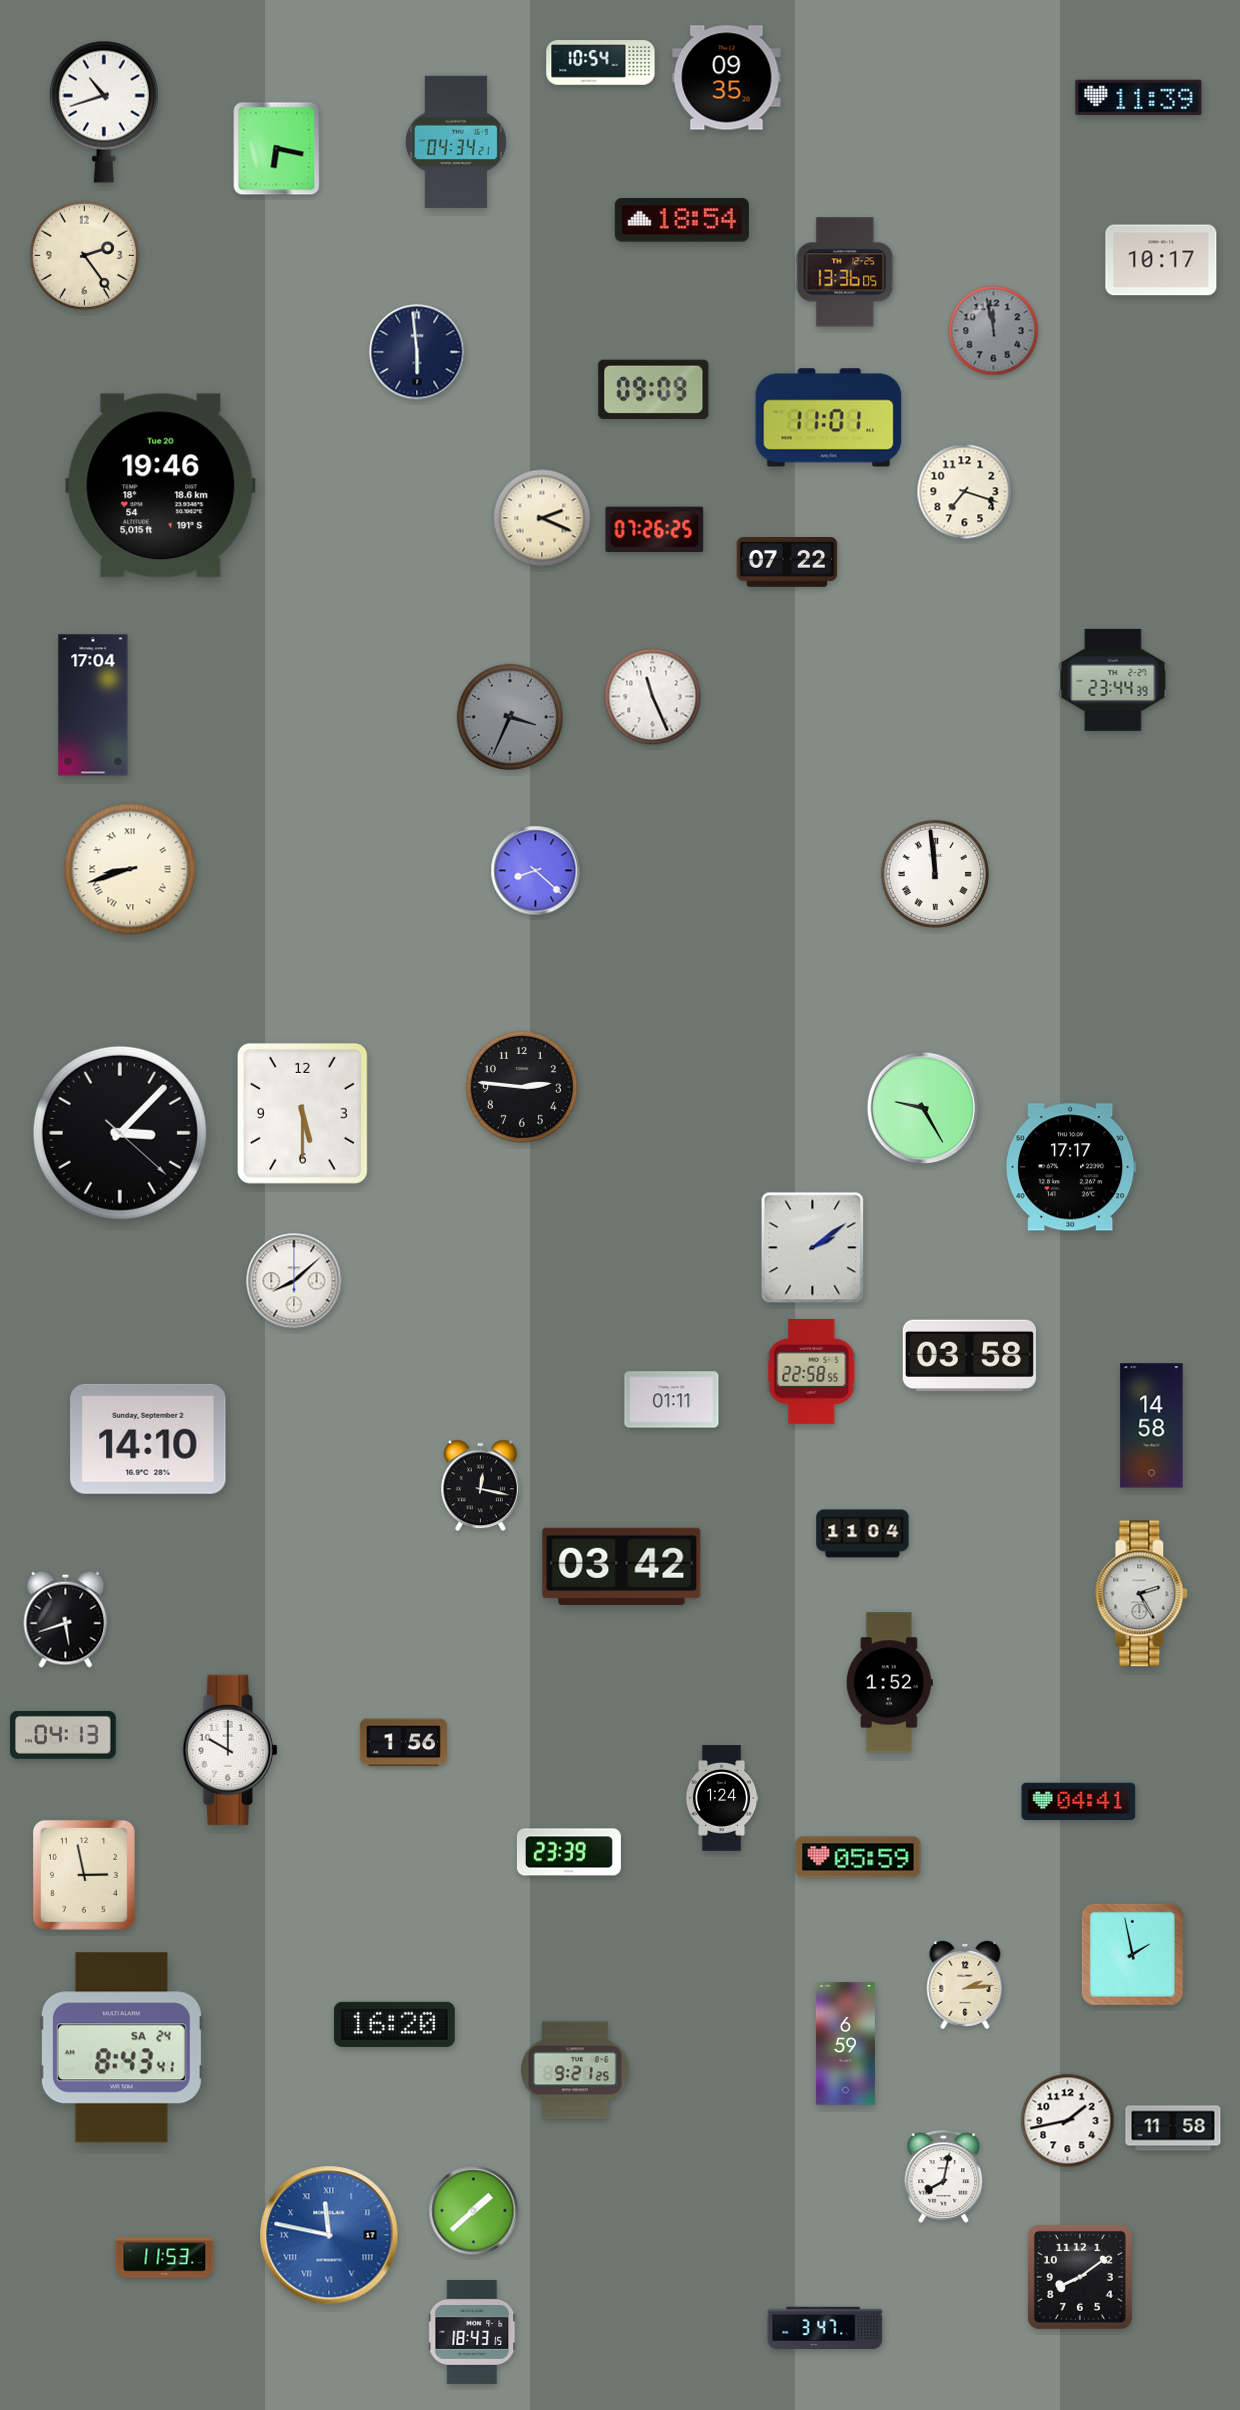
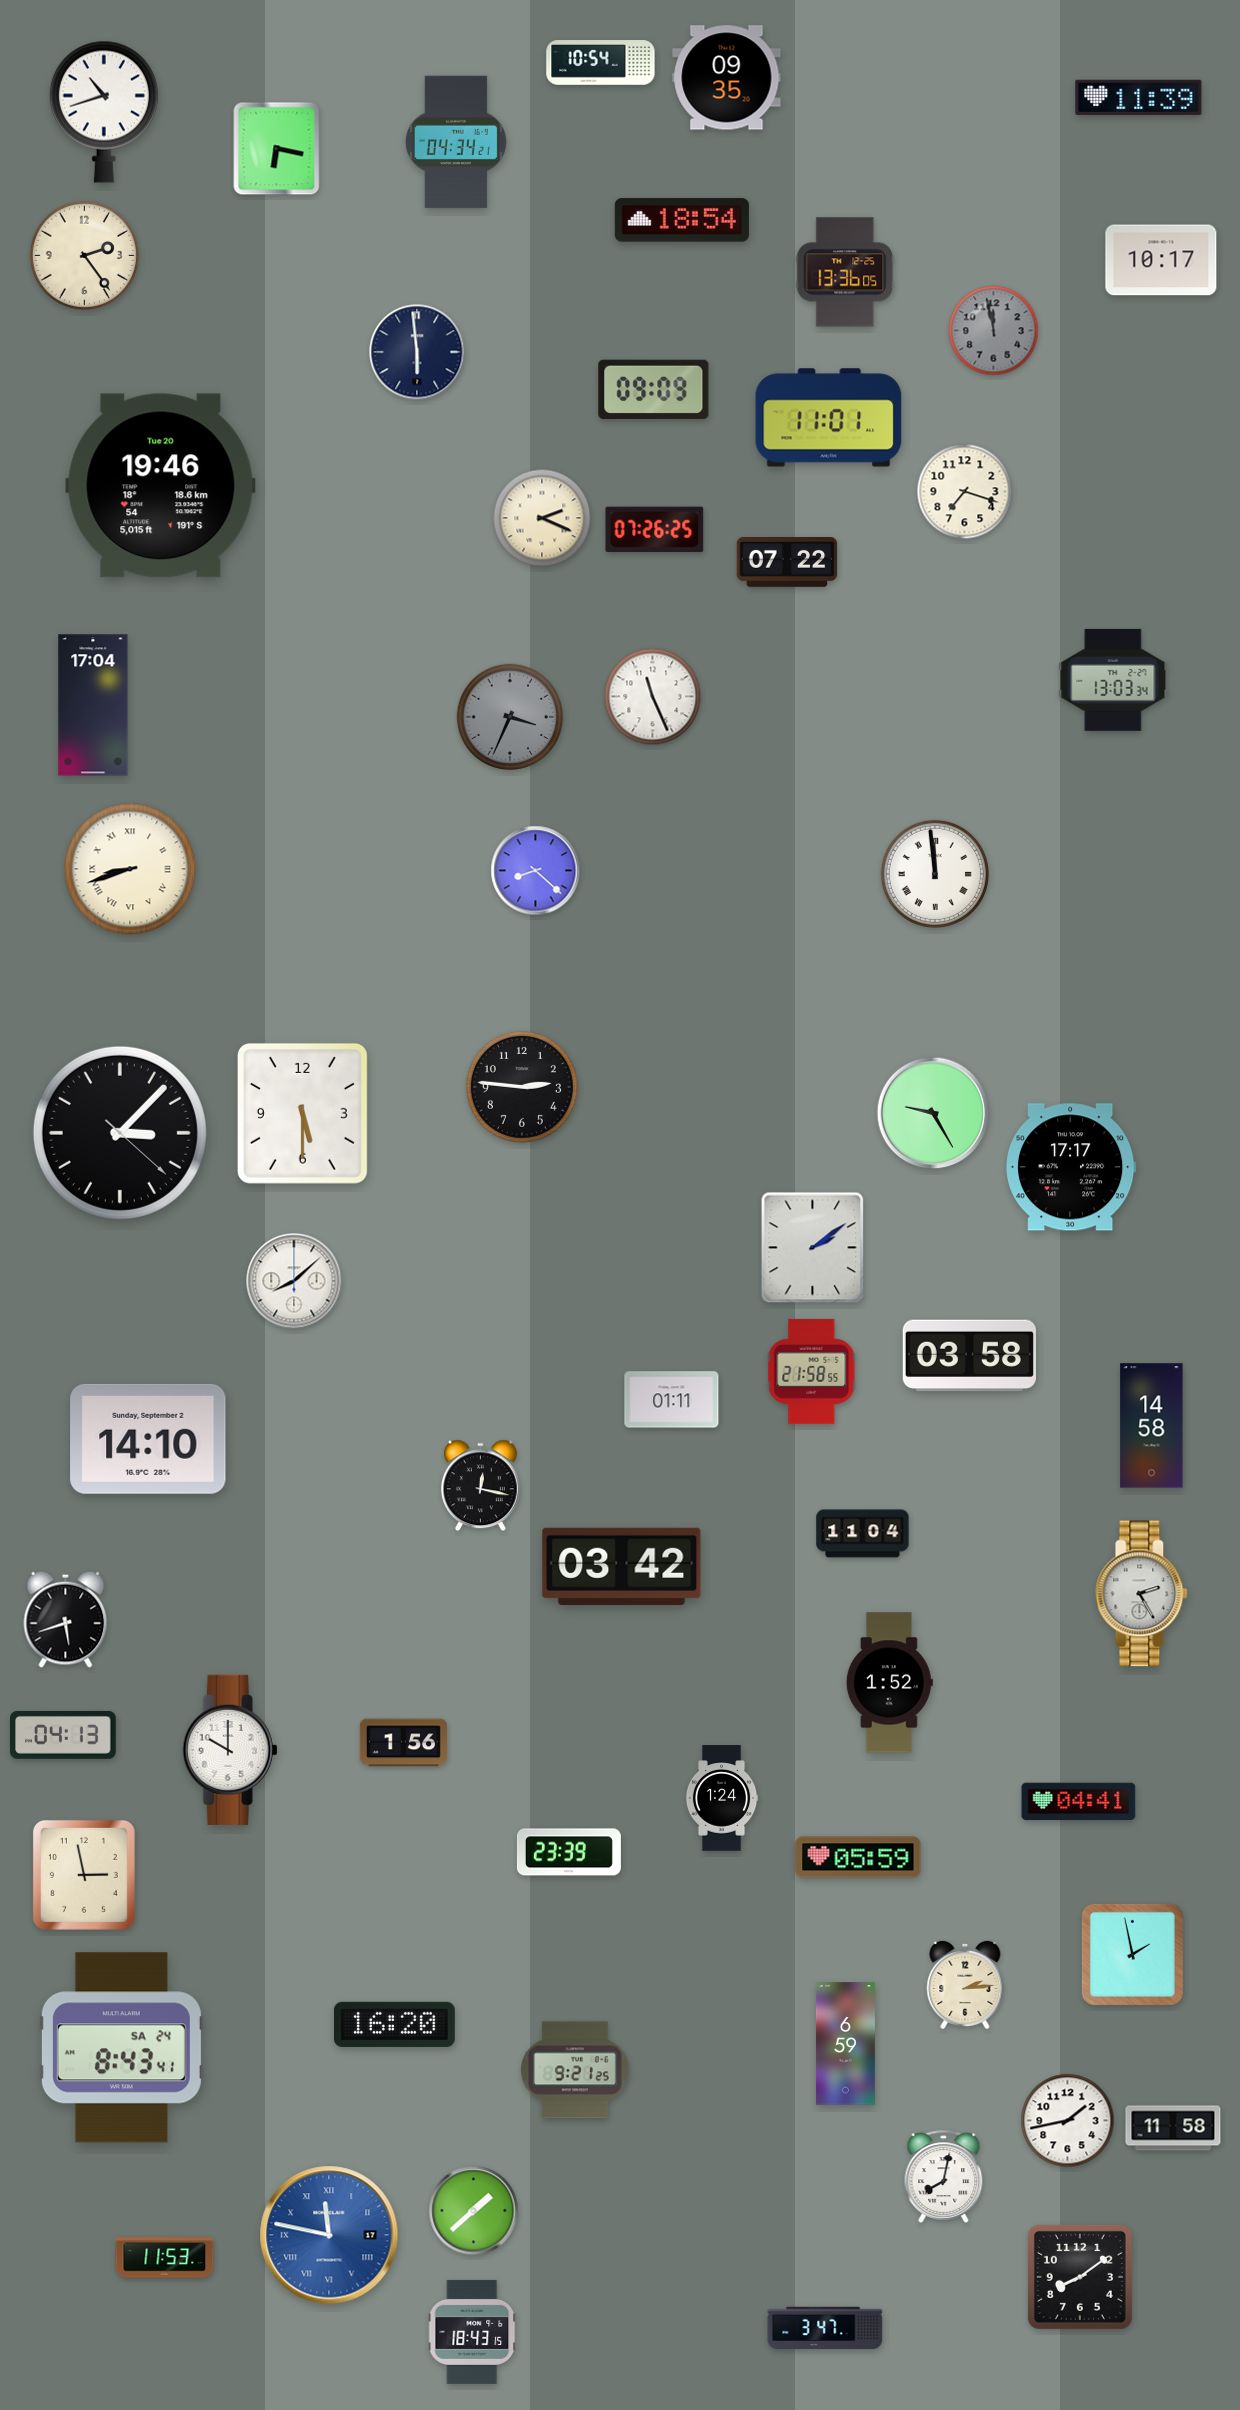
clock at (1113, 680): 23:44 -> 13:03
clock at (923, 1108) position: (923, 1108) -> (933, 1113)
clock at (812, 1371): 22:58 -> 21:58
